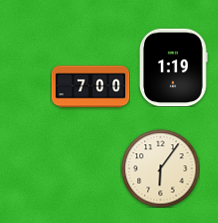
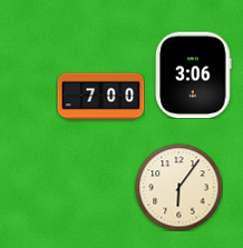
clock at (174, 67): 1:19 -> 3:06
